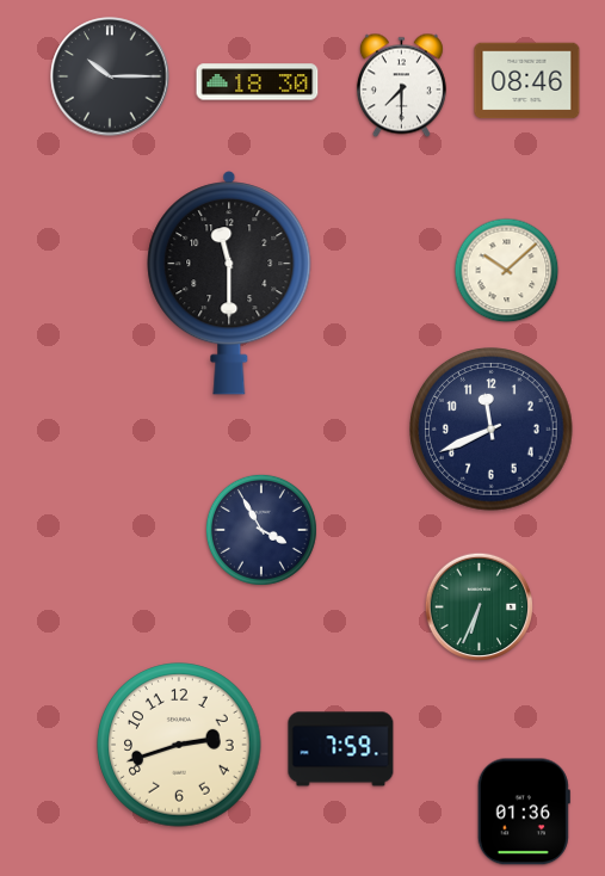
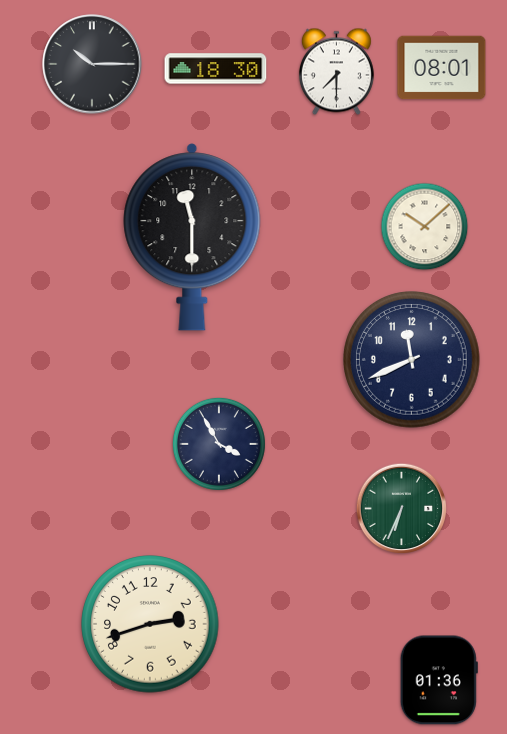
clock at (527, 81): 08:46 -> 08:01
clock at (341, 749): 7:59 -> none
